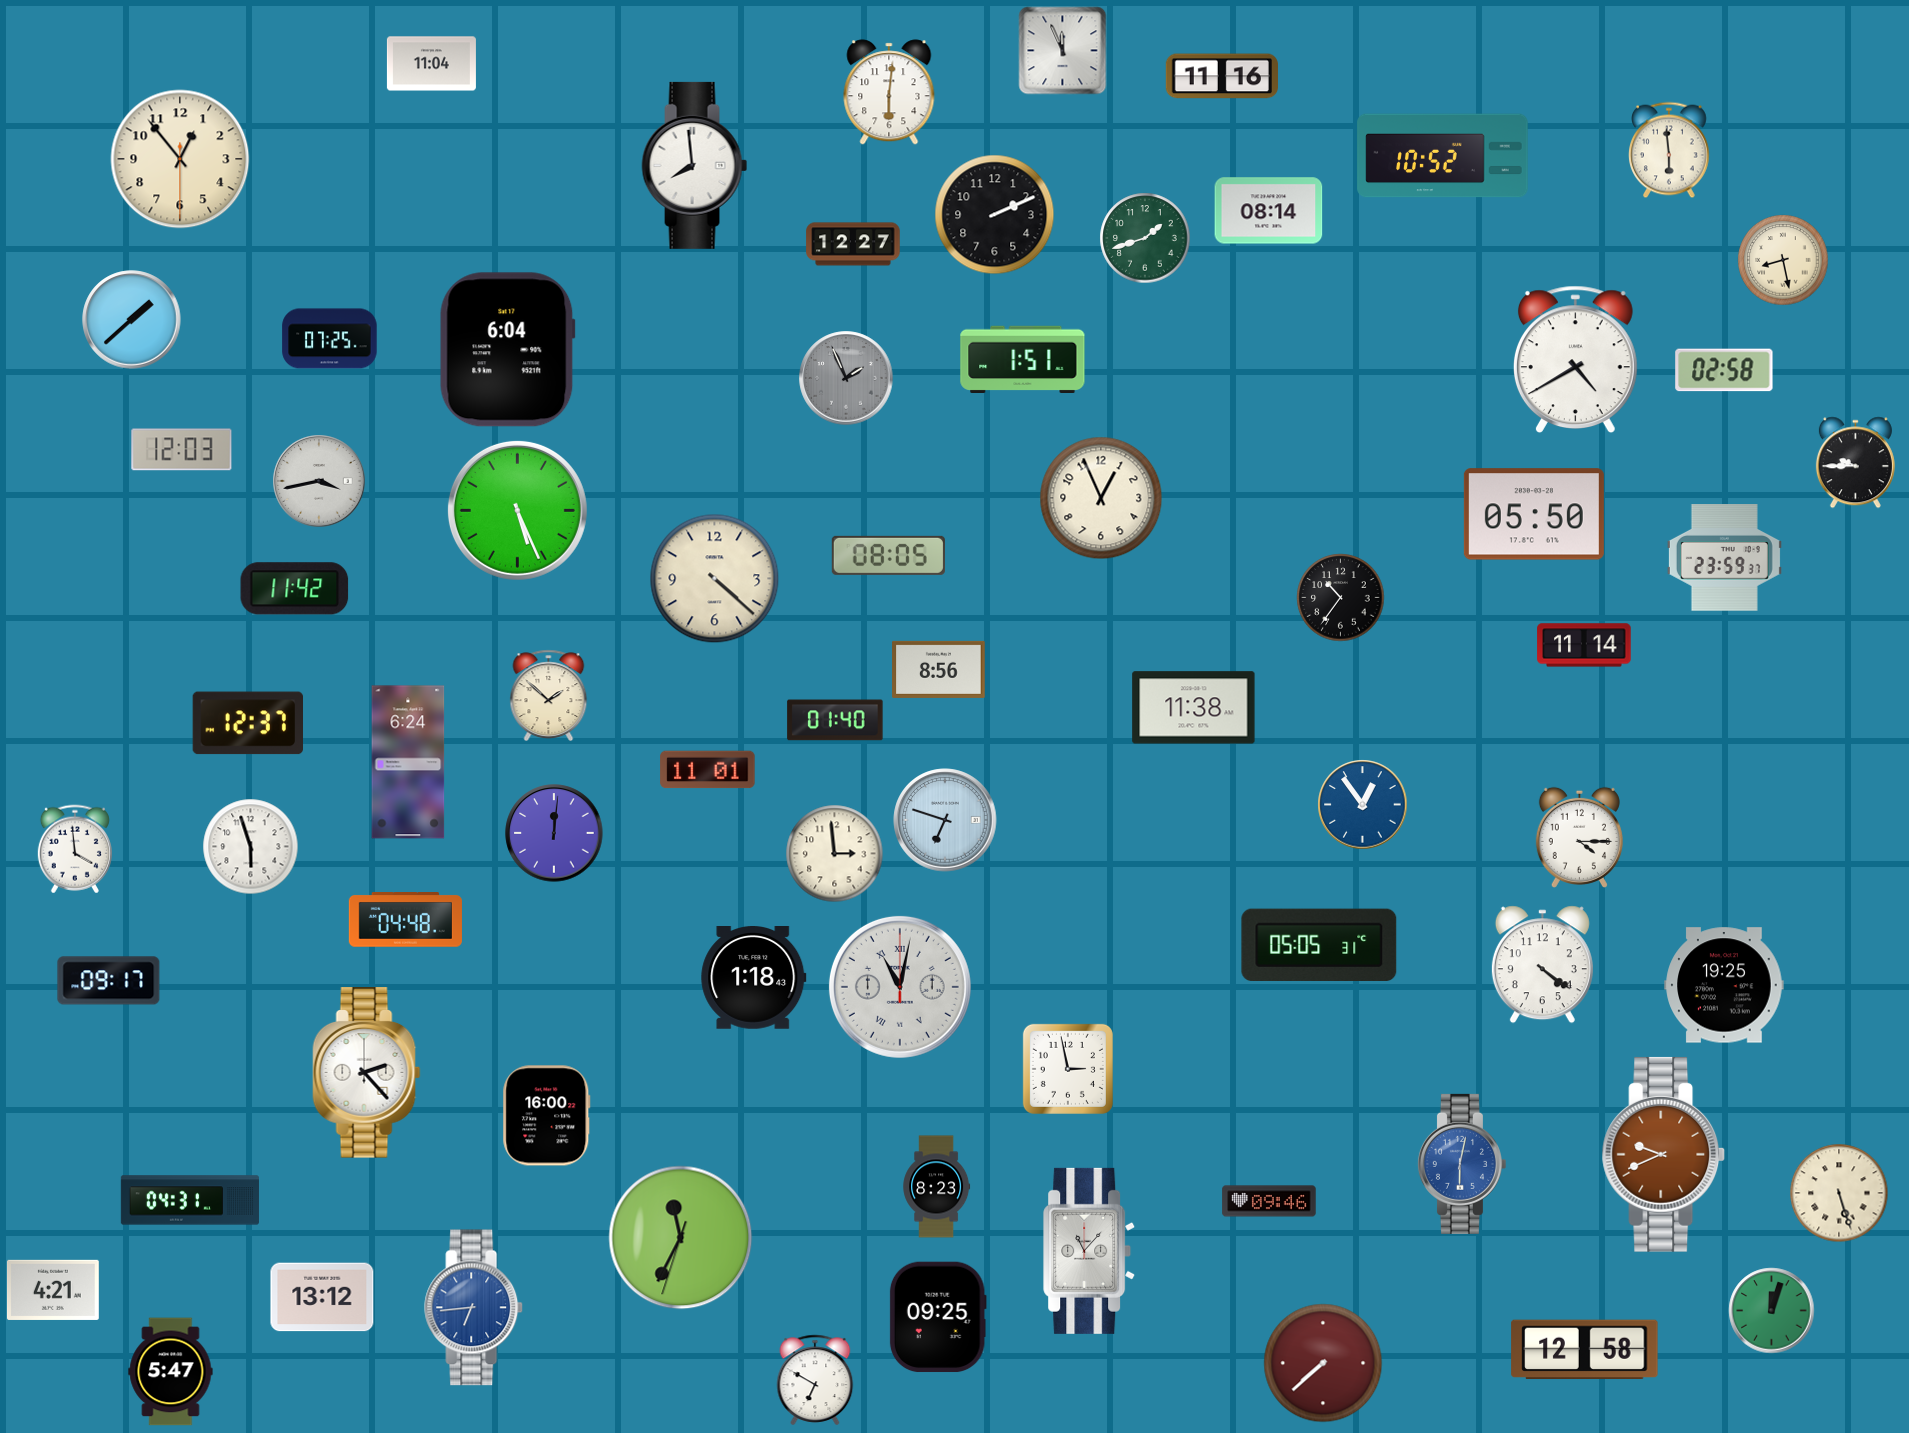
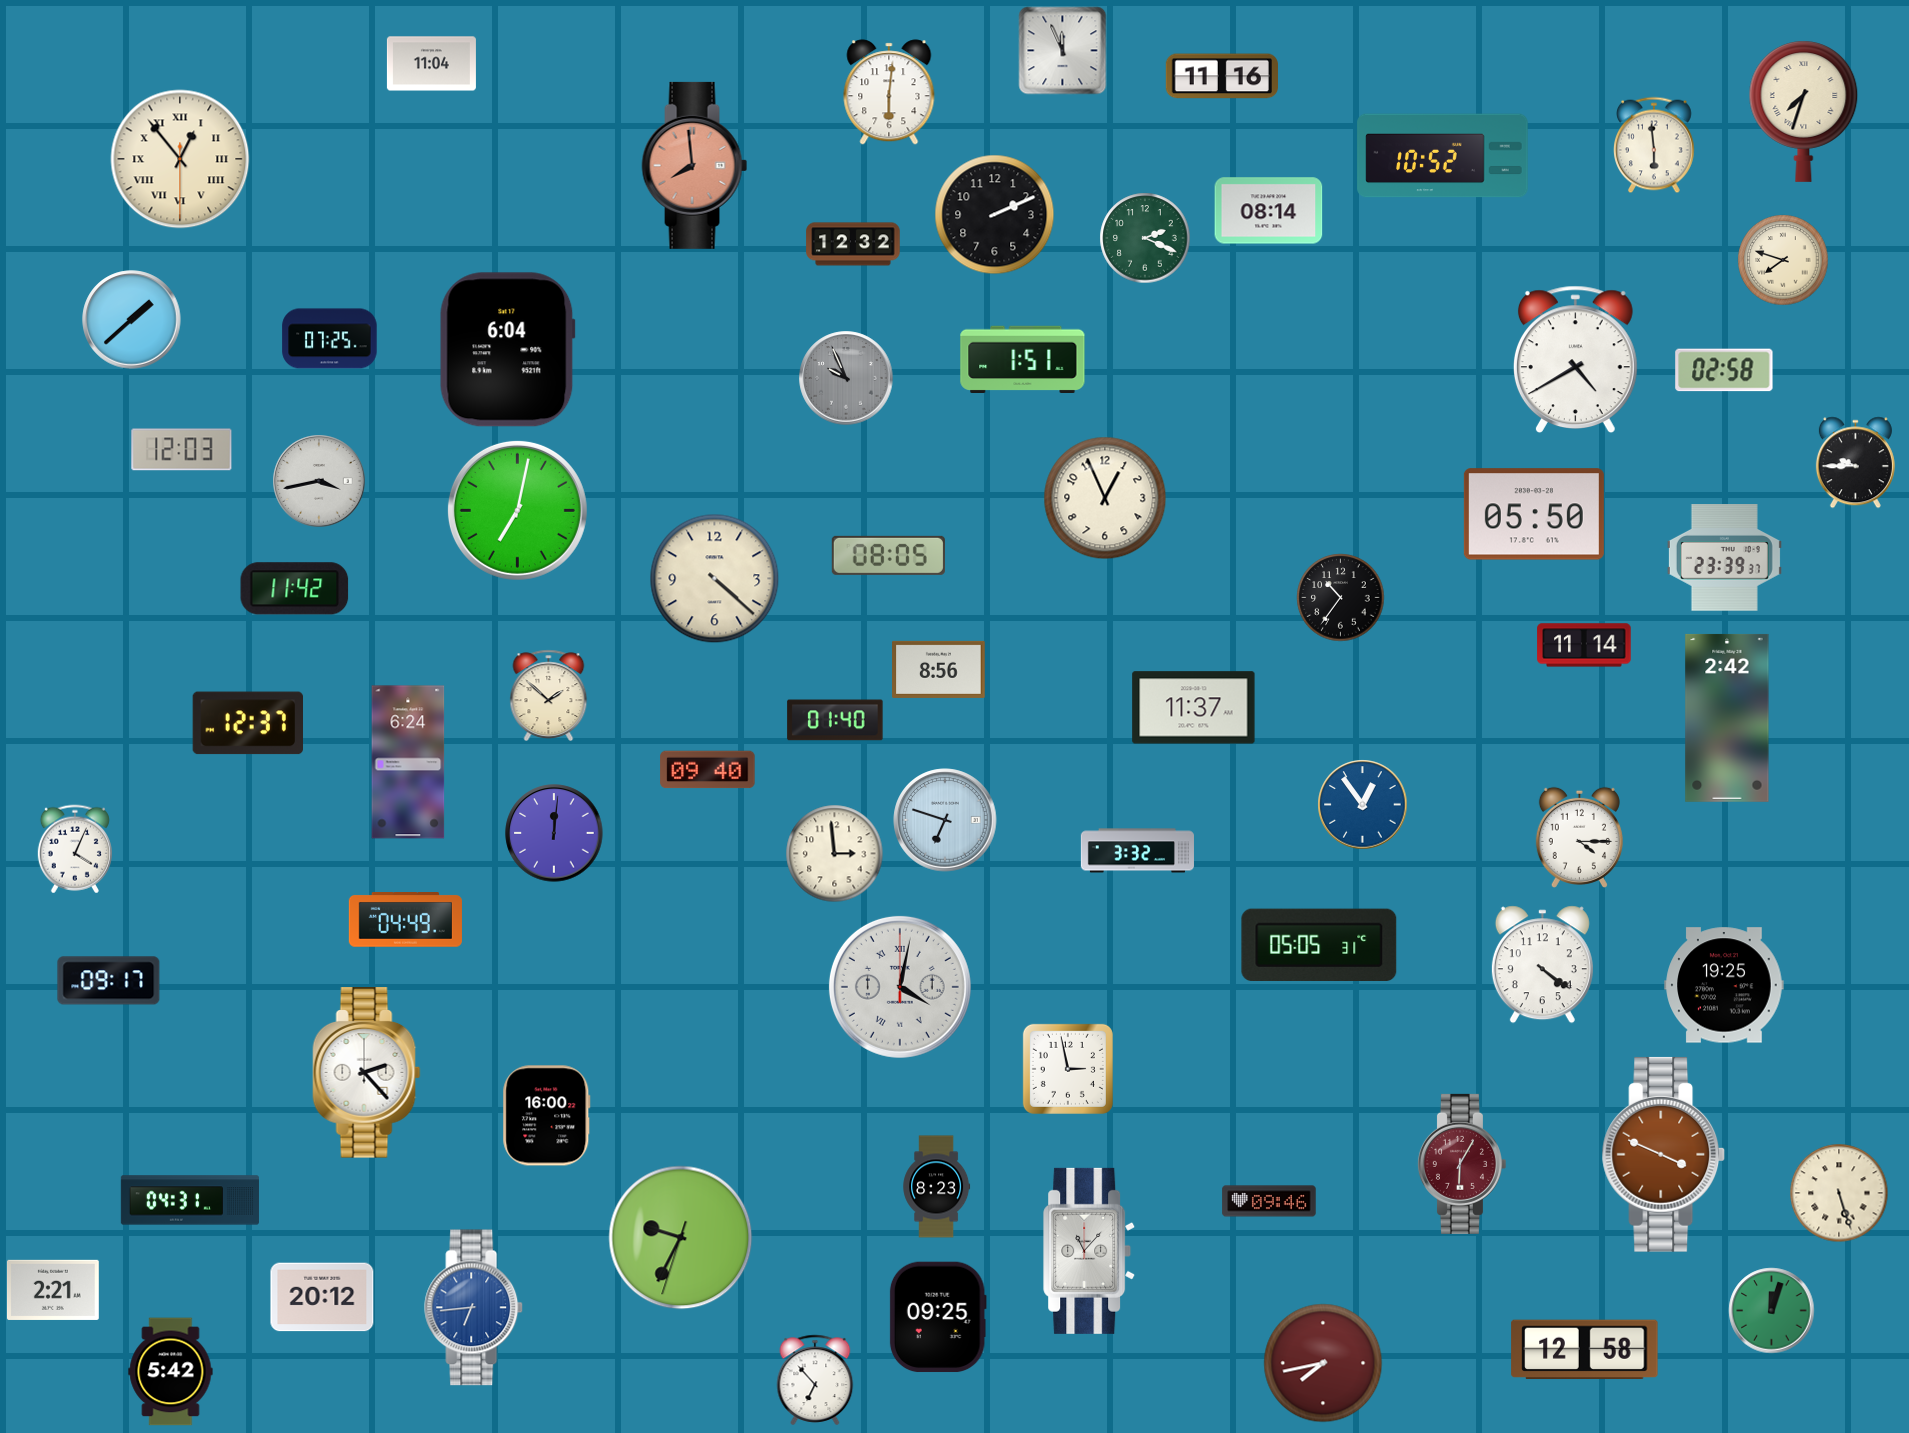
clock at (1804, 111): none -> 7:33
clock at (1670, 150) position: (1670, 150) -> (1655, 145)
clock at (180, 159) numerals: Arabic -> Roman
clock at (695, 165) dial: white -> salmon
clock at (1145, 238): 1:42 -> 2:19
clock at (853, 244): 12:27 -> 12:32
clock at (1783, 260): 8:28 -> 7:48
clock at (846, 378): 1:56 -> 9:56
clock at (1101, 498) position: (1101, 498) -> (1105, 498)
clock at (517, 510): 5:26 -> 7:02
clock at (1724, 558): 23:59 -> 23:39
clock at (1194, 708): 11:38 -> 11:37
clock at (1727, 718): none -> 2:42
clock at (708, 770): 11:01 -> 09:40
clock at (251, 847): 5:57 -> none
clock at (75, 849): 3:59 -> 4:04
clock at (1137, 851): none -> 3:32
clock at (405, 920): 04:48 -> 04:49
clock at (754, 978): 1:18 -> none
clock at (900, 987): 11:02 -> 4:02
clock at (1664, 1154): 9:41 -> 3:49
clock at (1461, 1164): 6:02 -> 6:05
clock at (1461, 1164) dial: blue -> burgundy
clock at (681, 1238): 11:34 -> 9:34
clock at (53, 1290): 4:21 -> 2:21
clock at (322, 1297): 13:12 -> 20:12
clock at (1323, 1363): 7:38 -> 7:43
clock at (171, 1372): 5:47 -> 5:42
clock at (815, 1380): 6:50 -> 6:53
